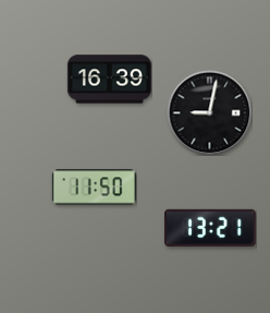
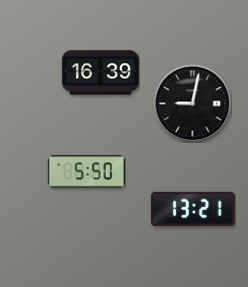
clock at (94, 188): 11:50 -> 5:50
